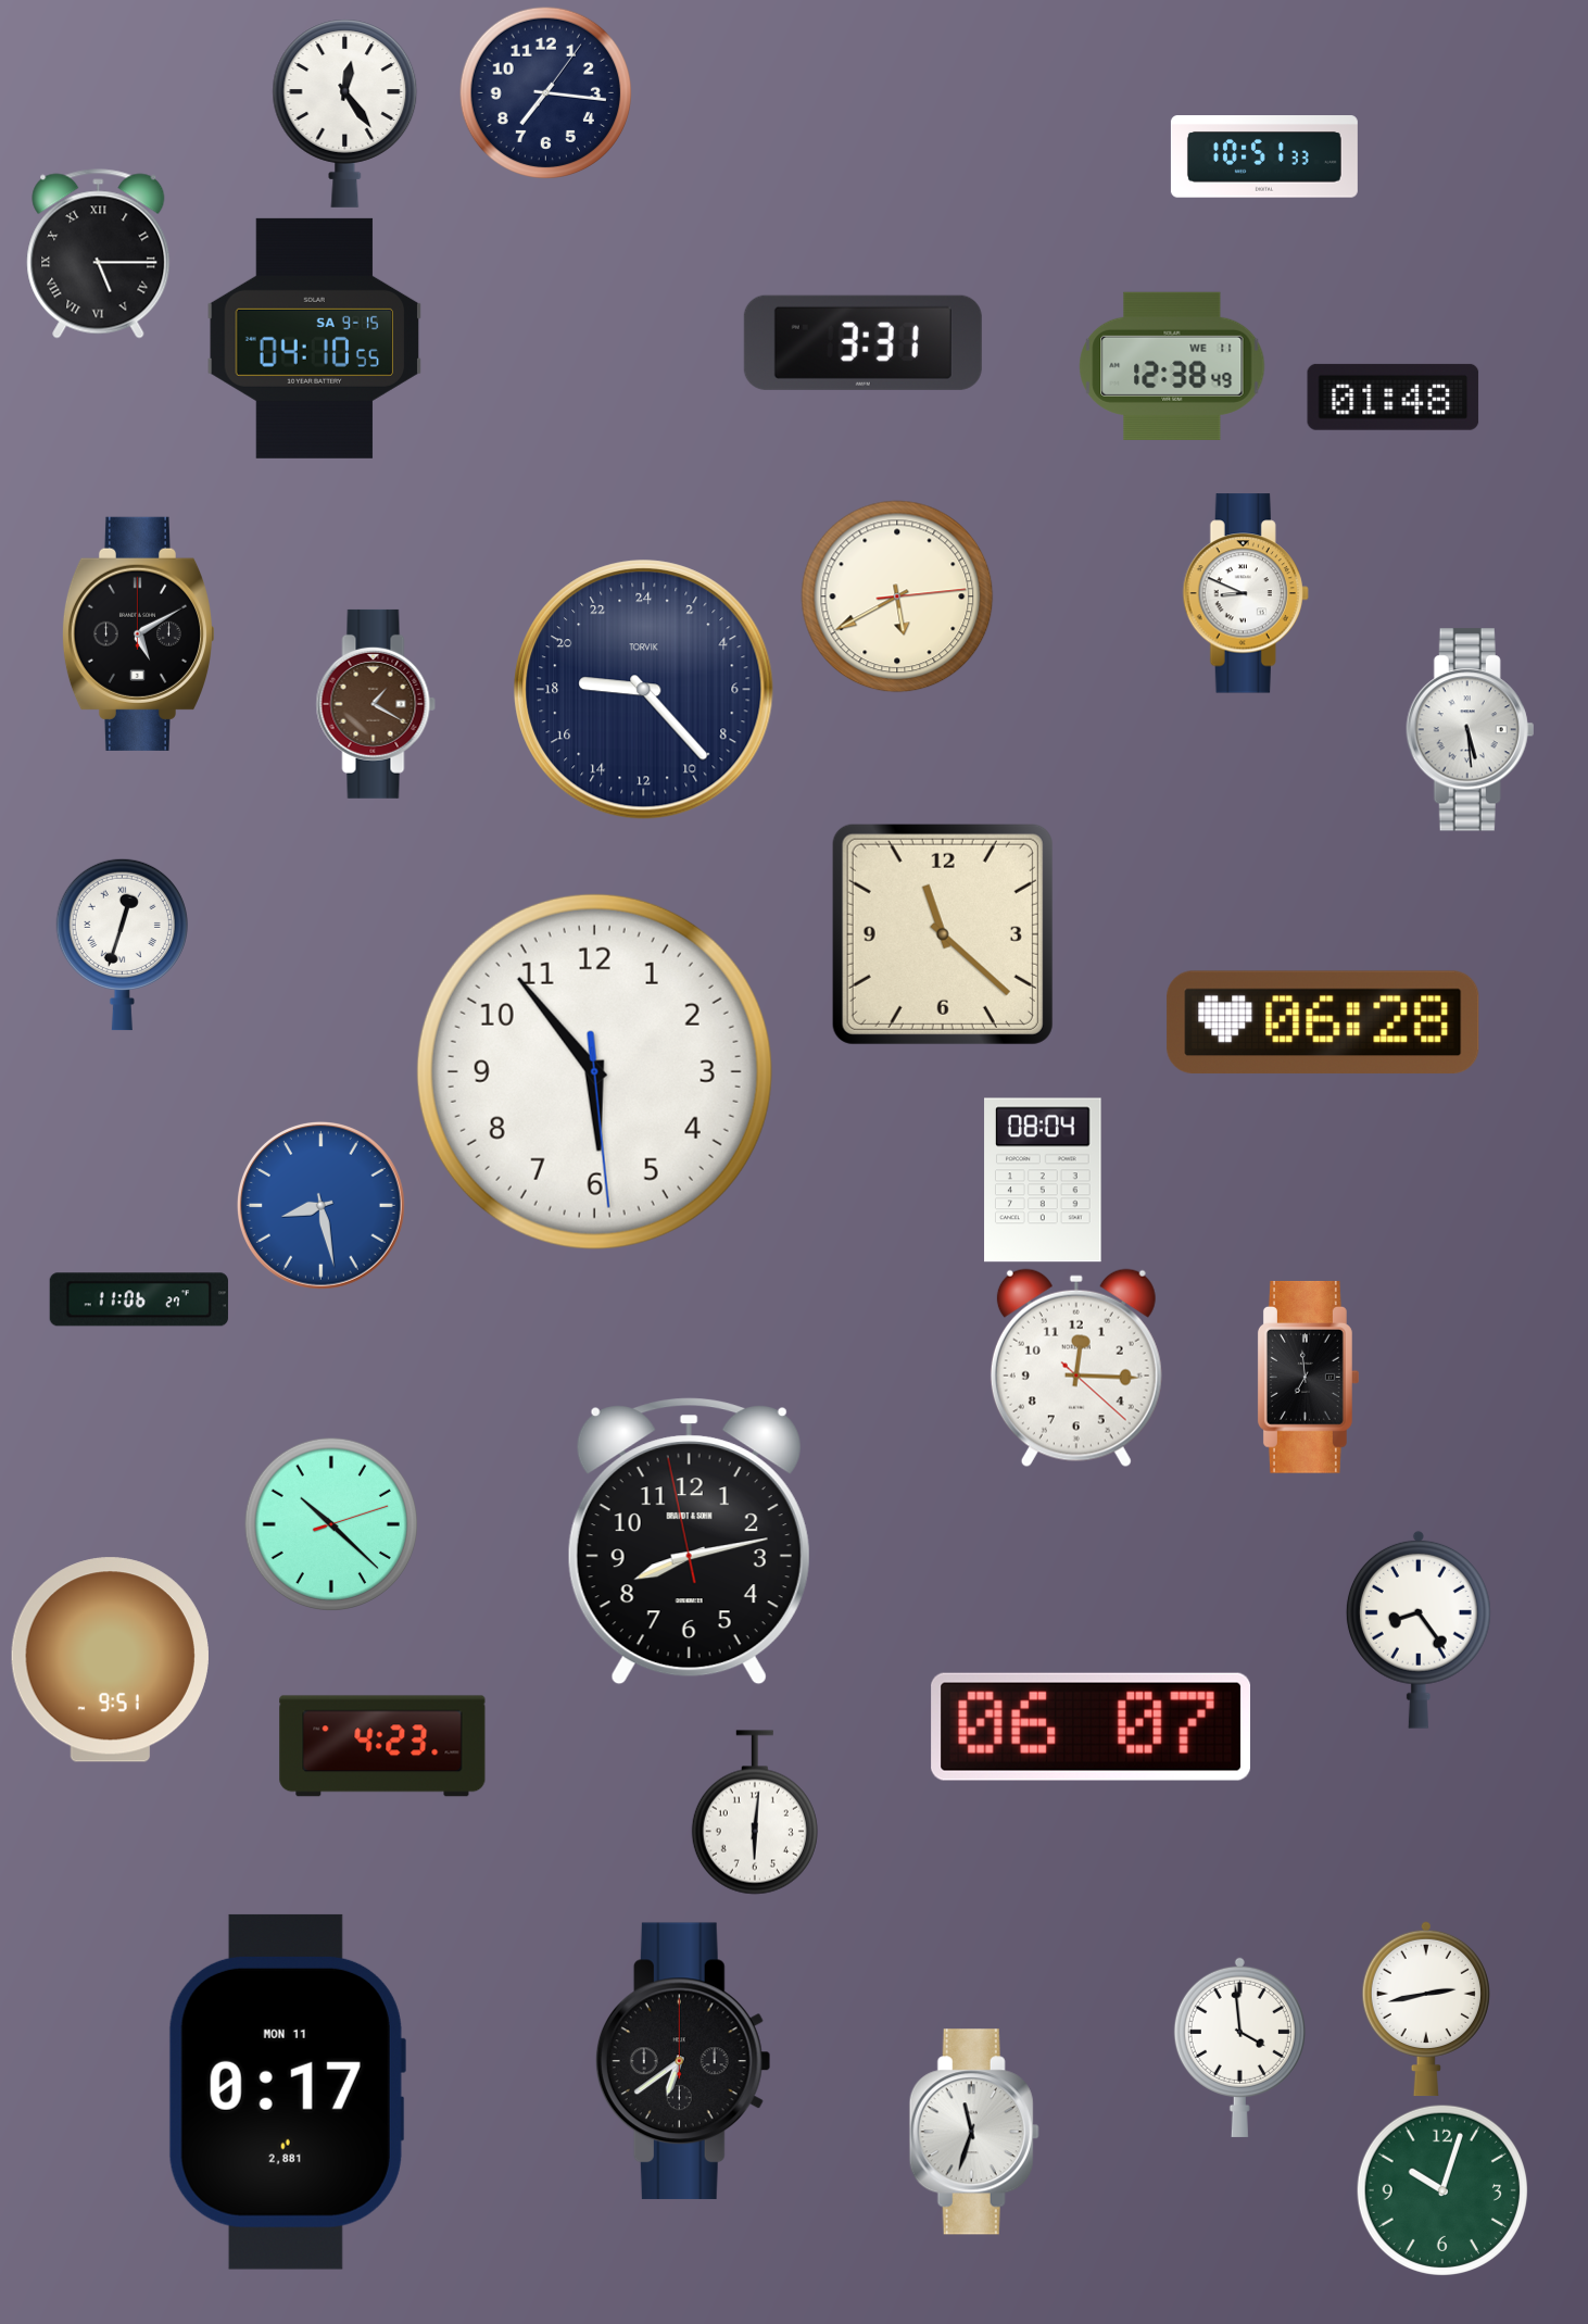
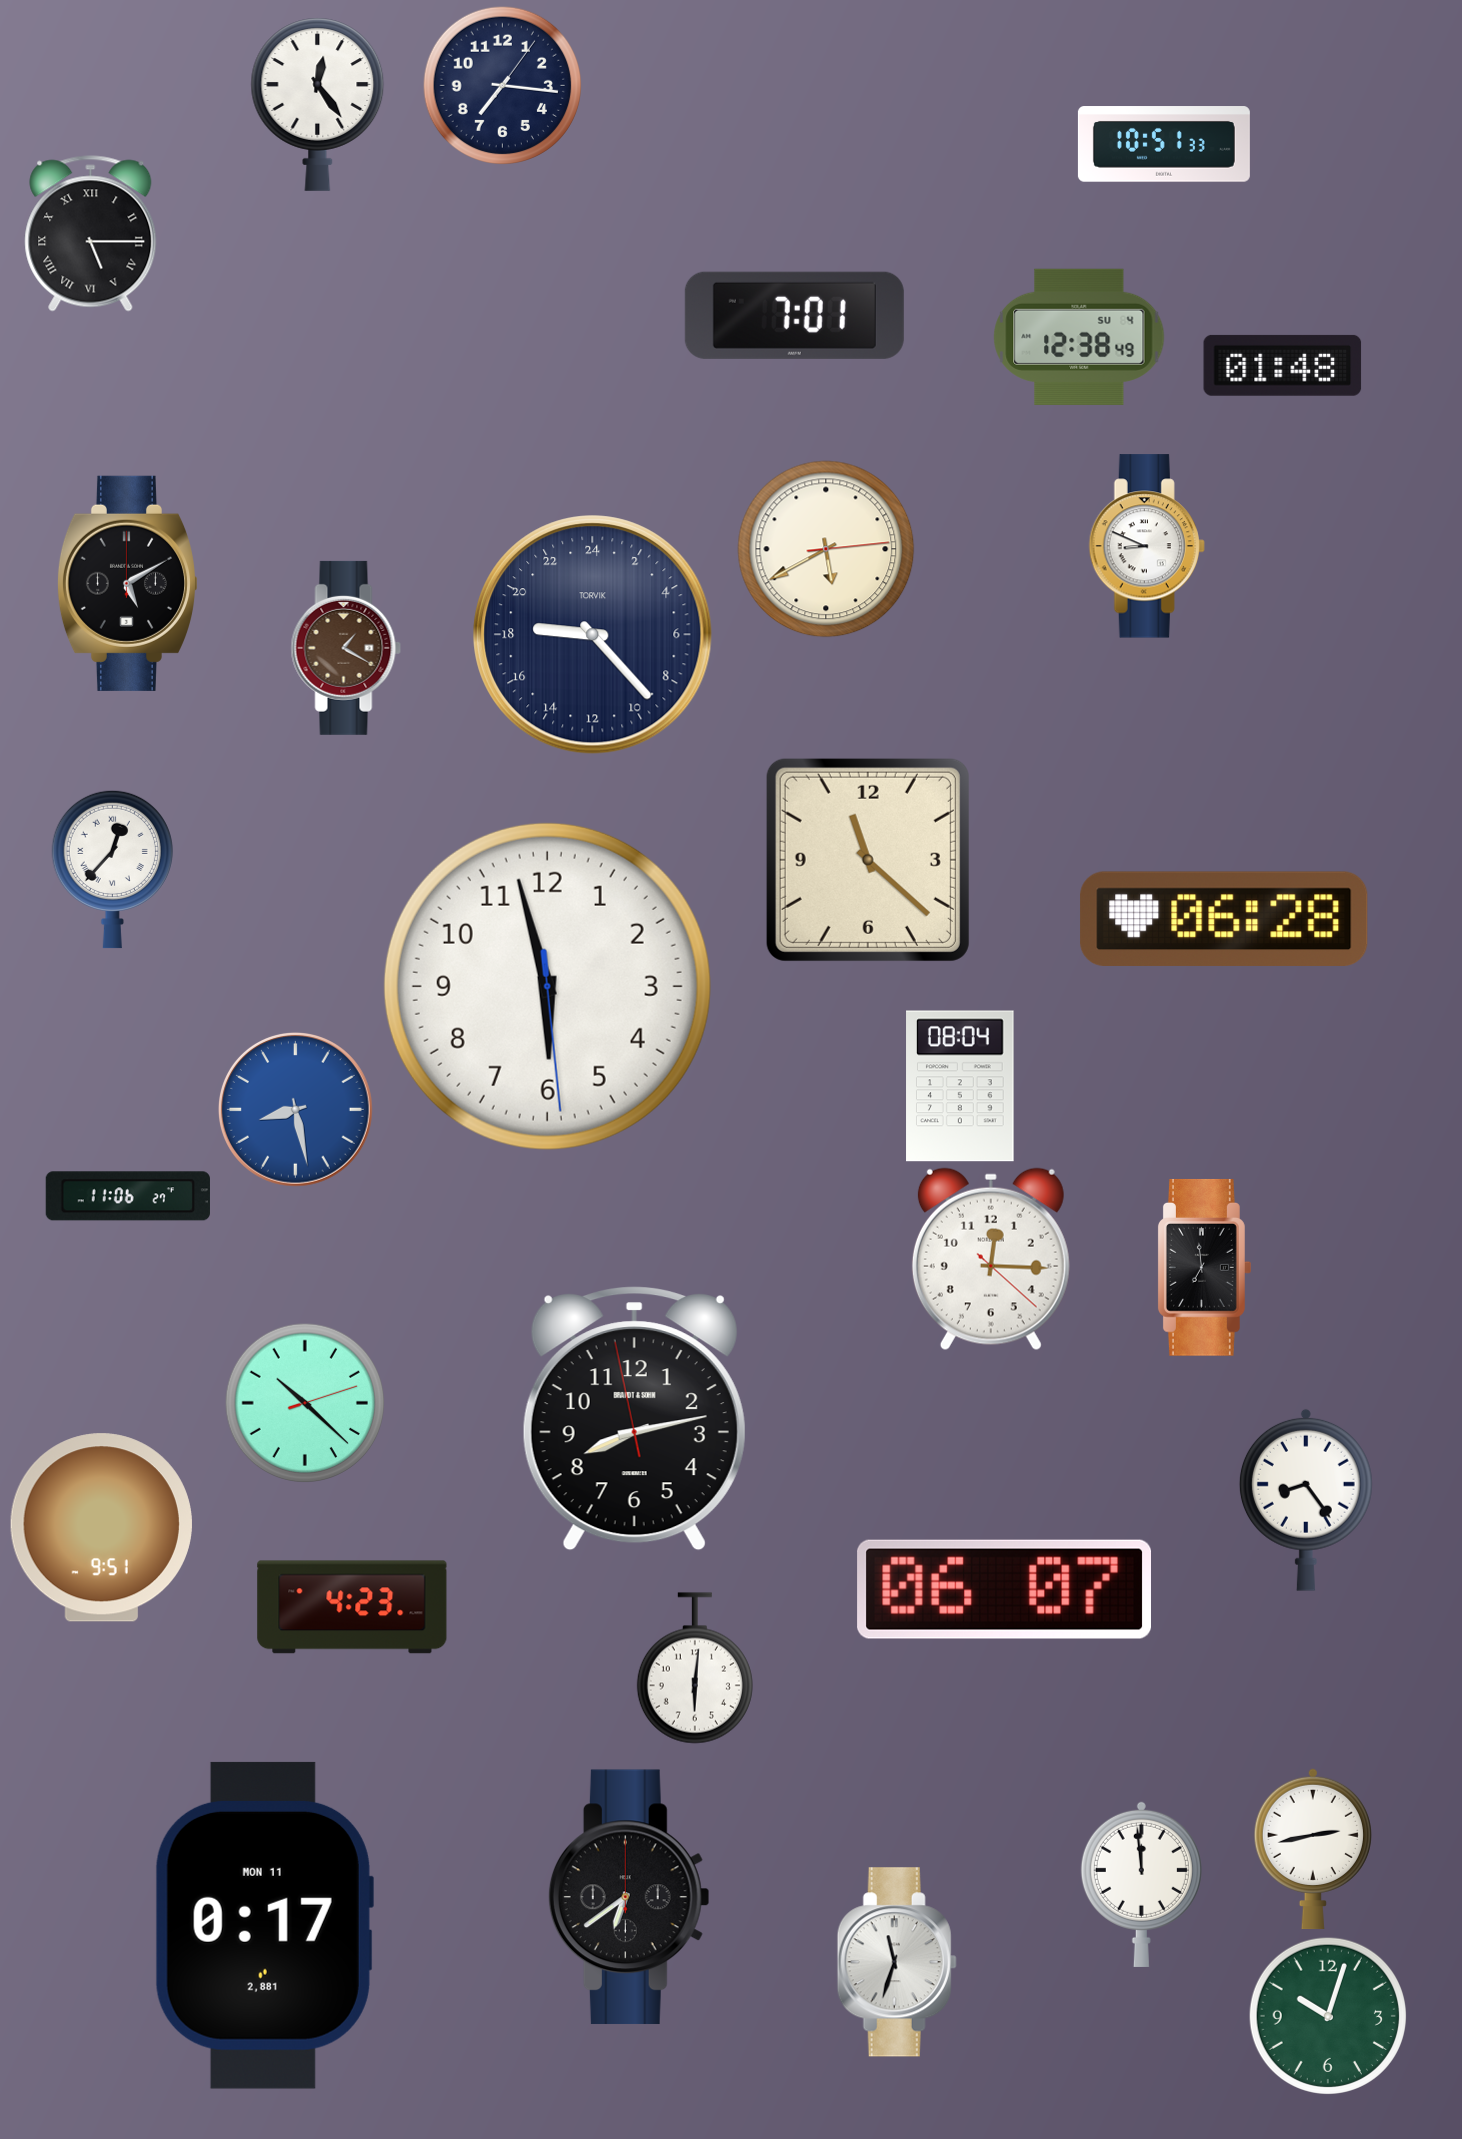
clock at (315, 338): 04:10 -> none
clock at (862, 342): 3:31 -> 7:01
clock at (1172, 366) date: WE 11 -> SU 4
clock at (1471, 730): 5:29 -> none
clock at (122, 944): 12:33 -> 12:37
clock at (1323, 1022) position: (1323, 1022) -> (1224, 919)
clock at (594, 1071): 5:53 -> 5:57
clock at (1239, 2047): 3:59 -> 11:59
